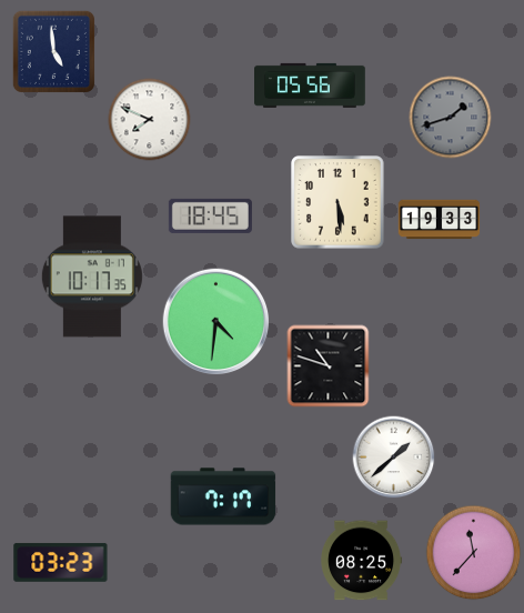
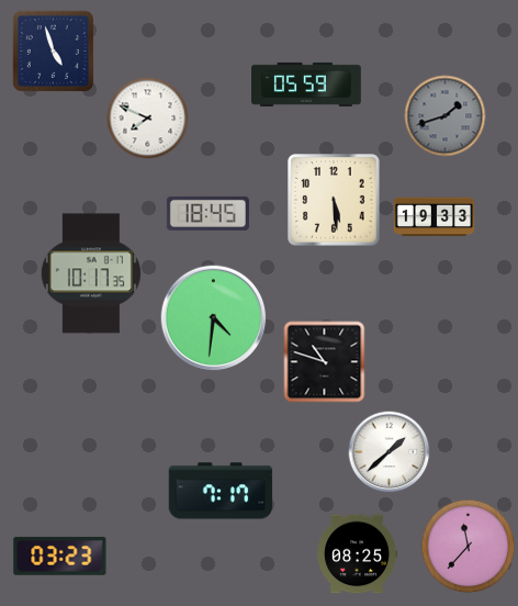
clock at (53, 51): 4:59 -> 4:57
clock at (311, 86): 05:56 -> 05:59
